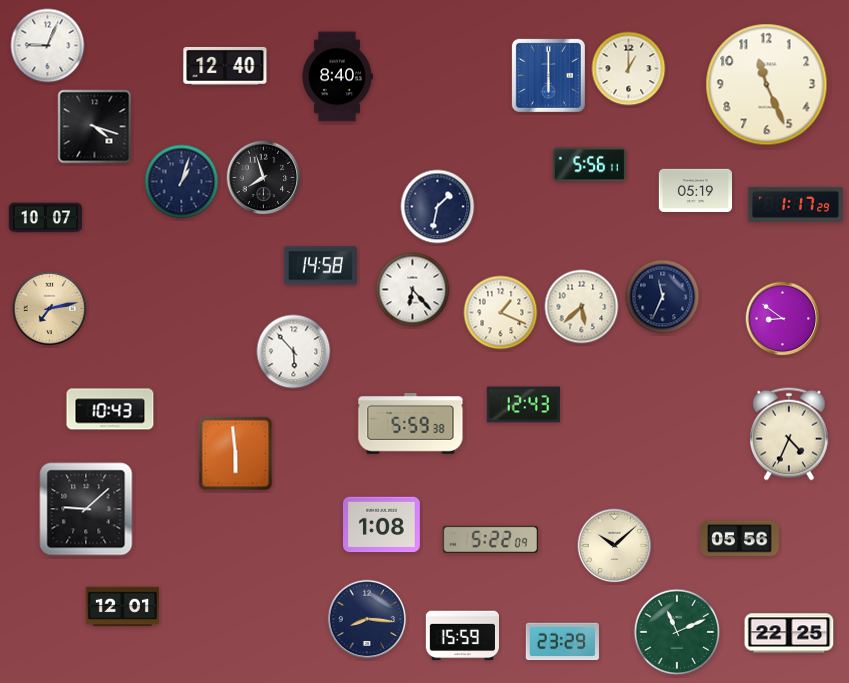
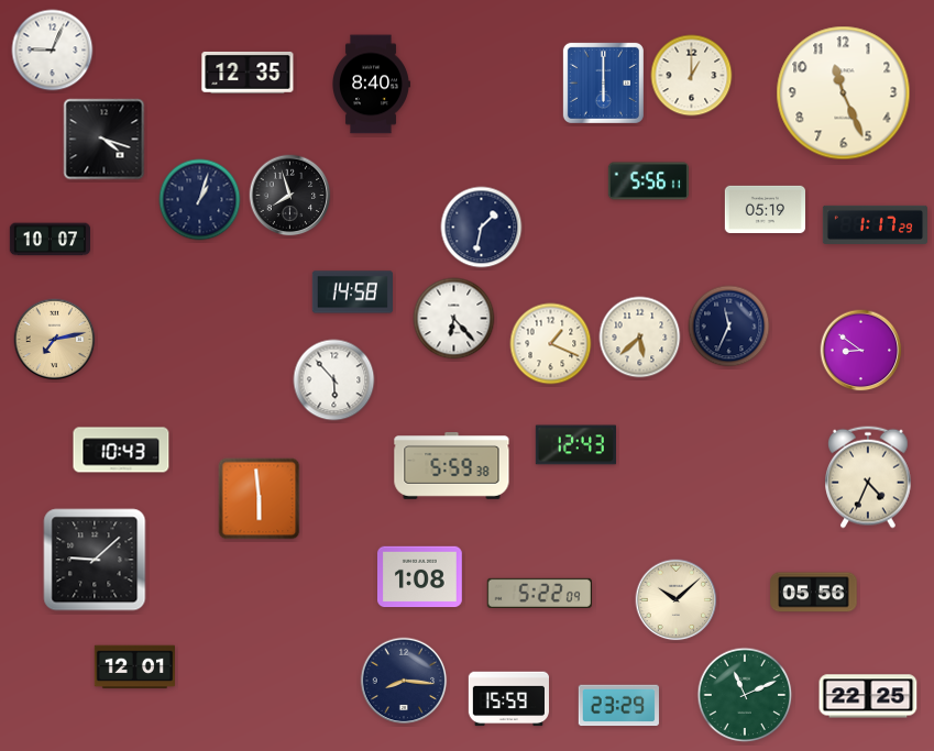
clock at (225, 66): 12:40 -> 12:35
clock at (294, 352) position: (294, 352) -> (334, 380)
